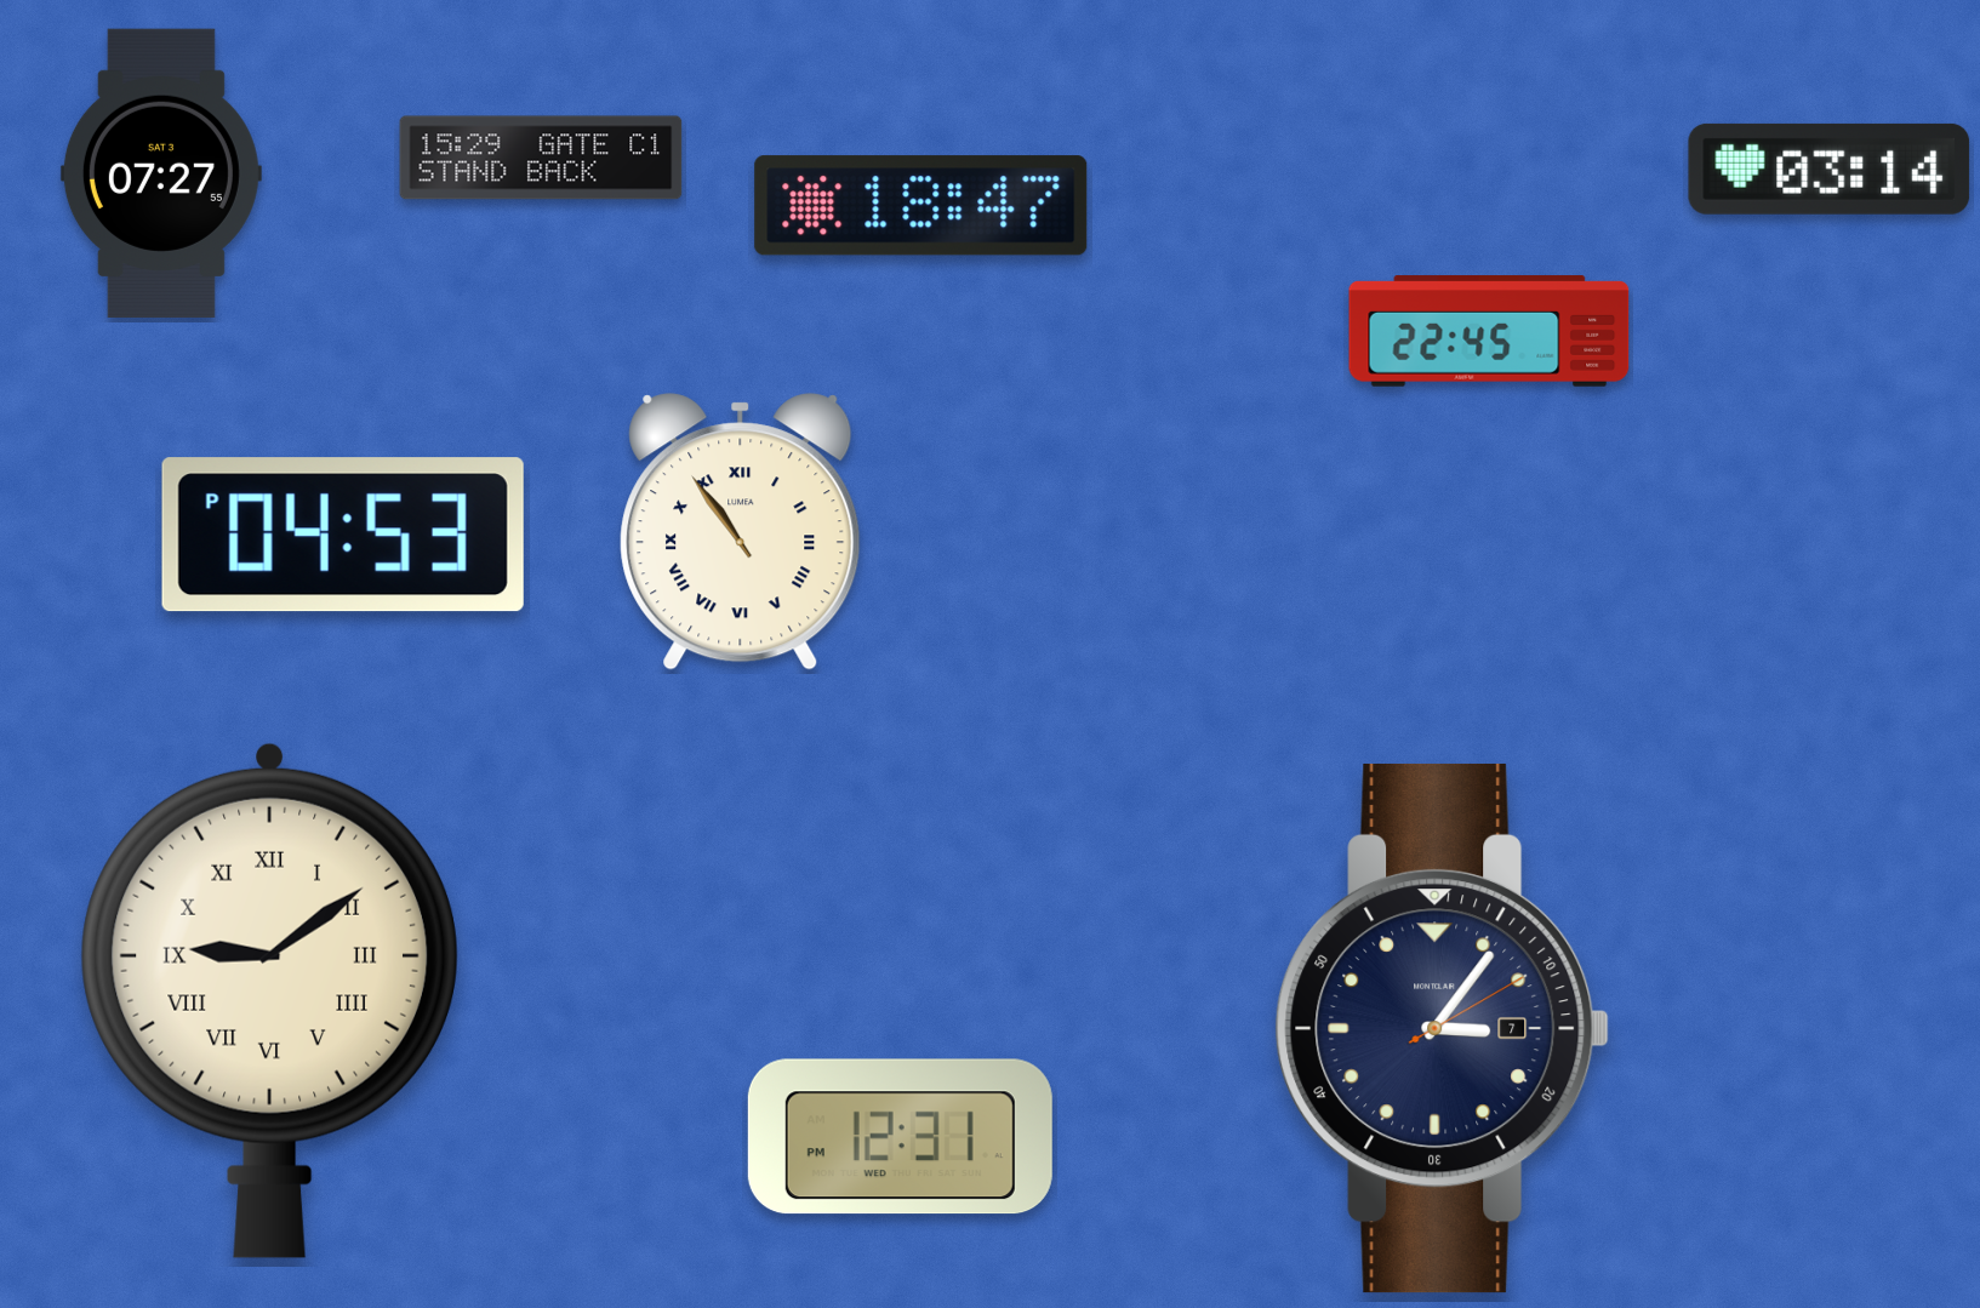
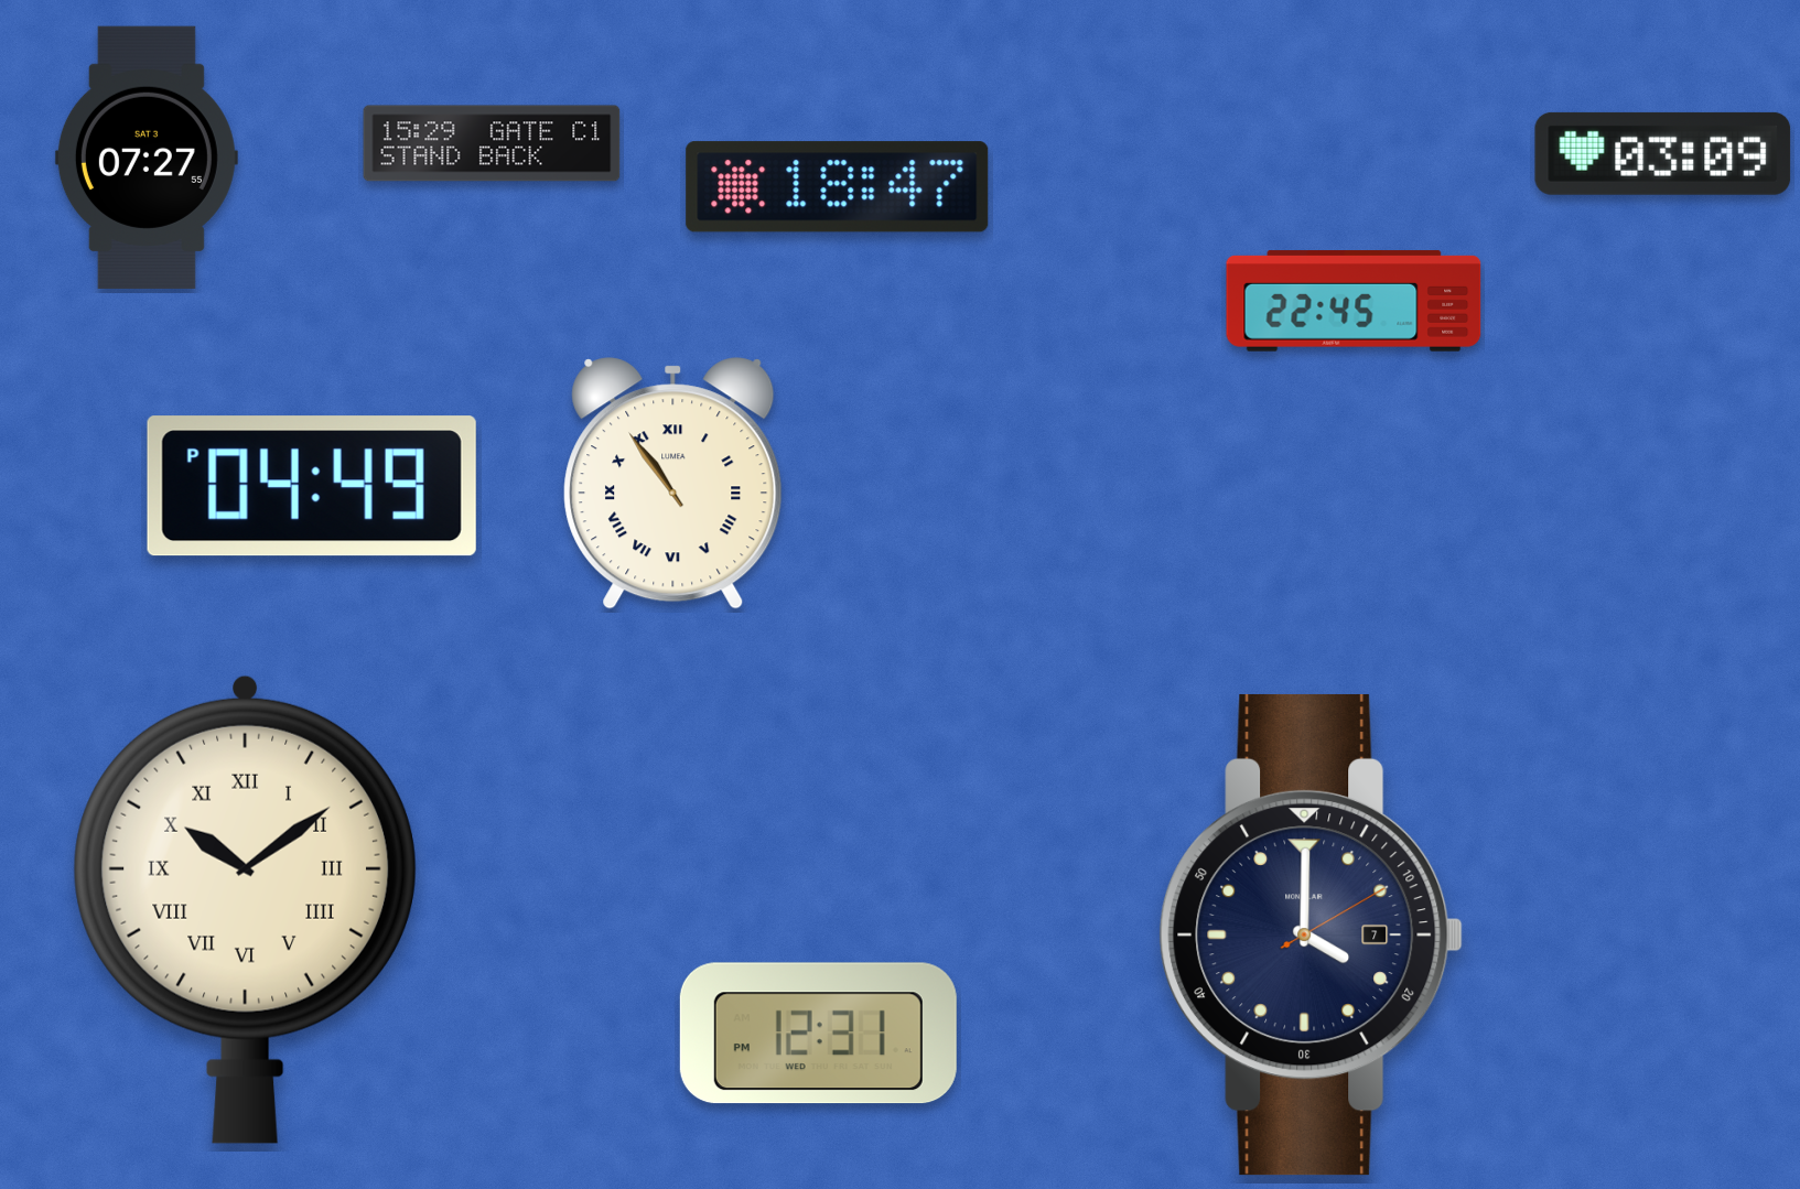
clock at (1830, 169): 03:14 -> 03:09
clock at (343, 535): 04:53 -> 04:49
clock at (269, 1000): 9:09 -> 10:09
clock at (1443, 1028): 3:06 -> 4:00
